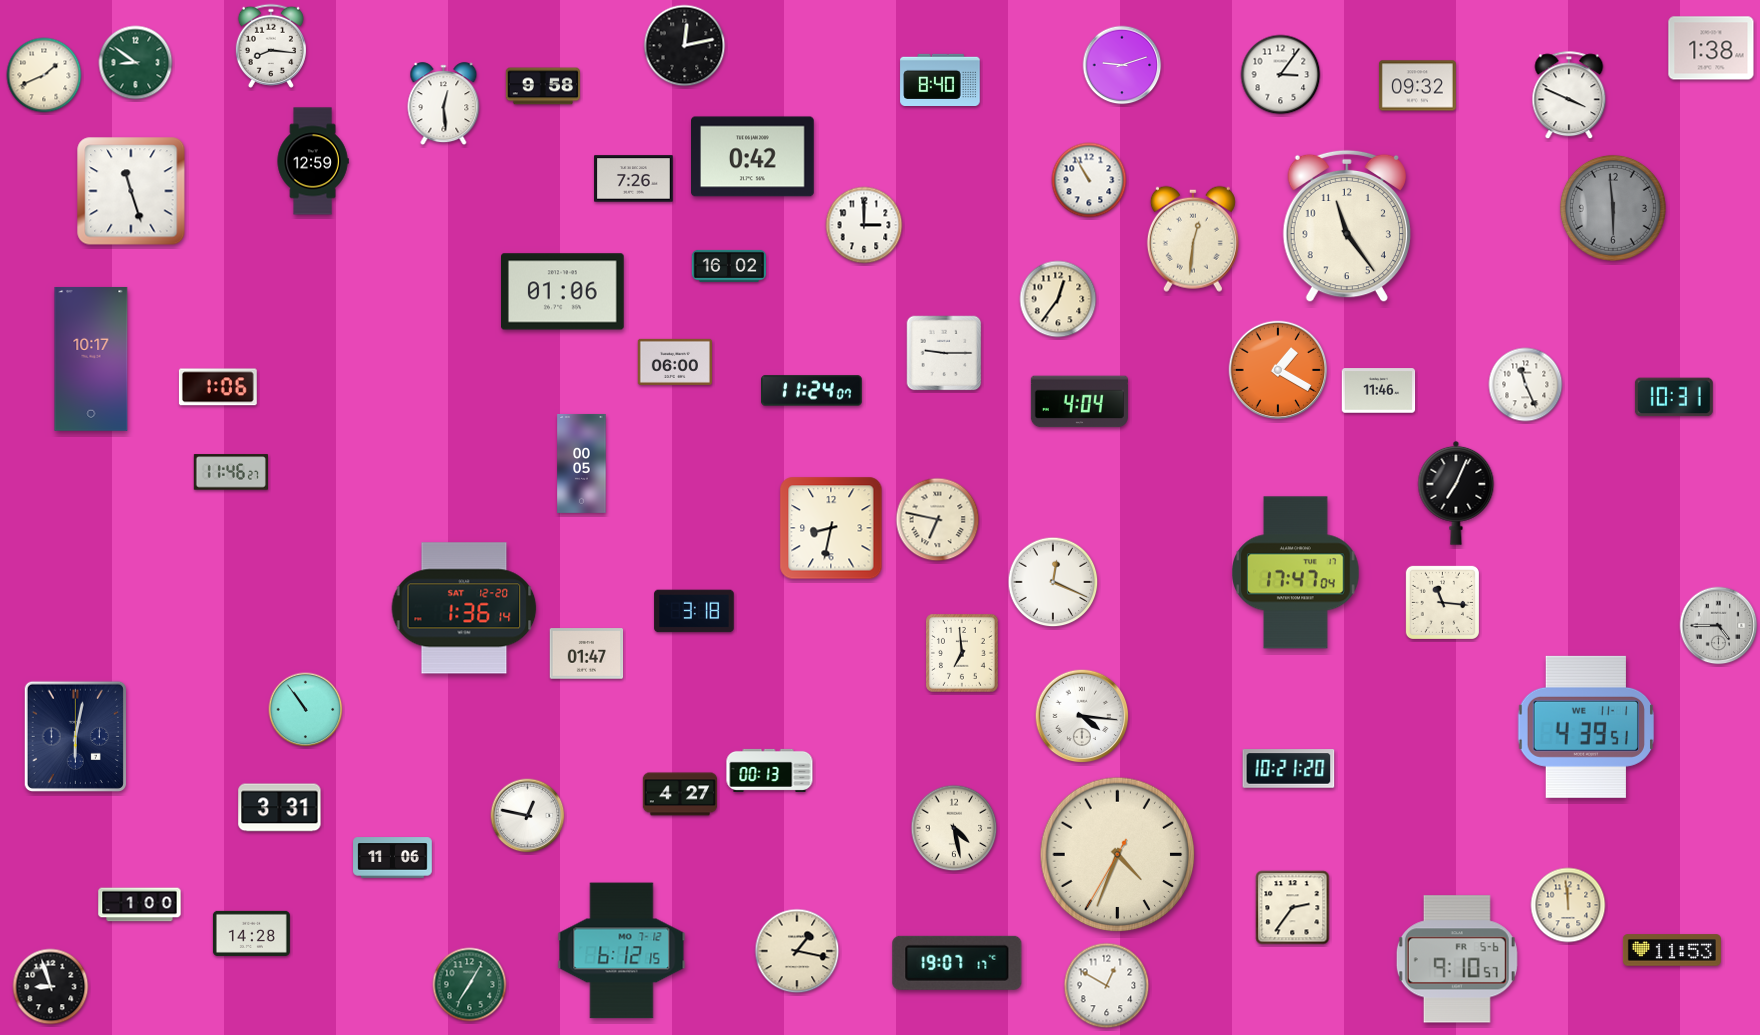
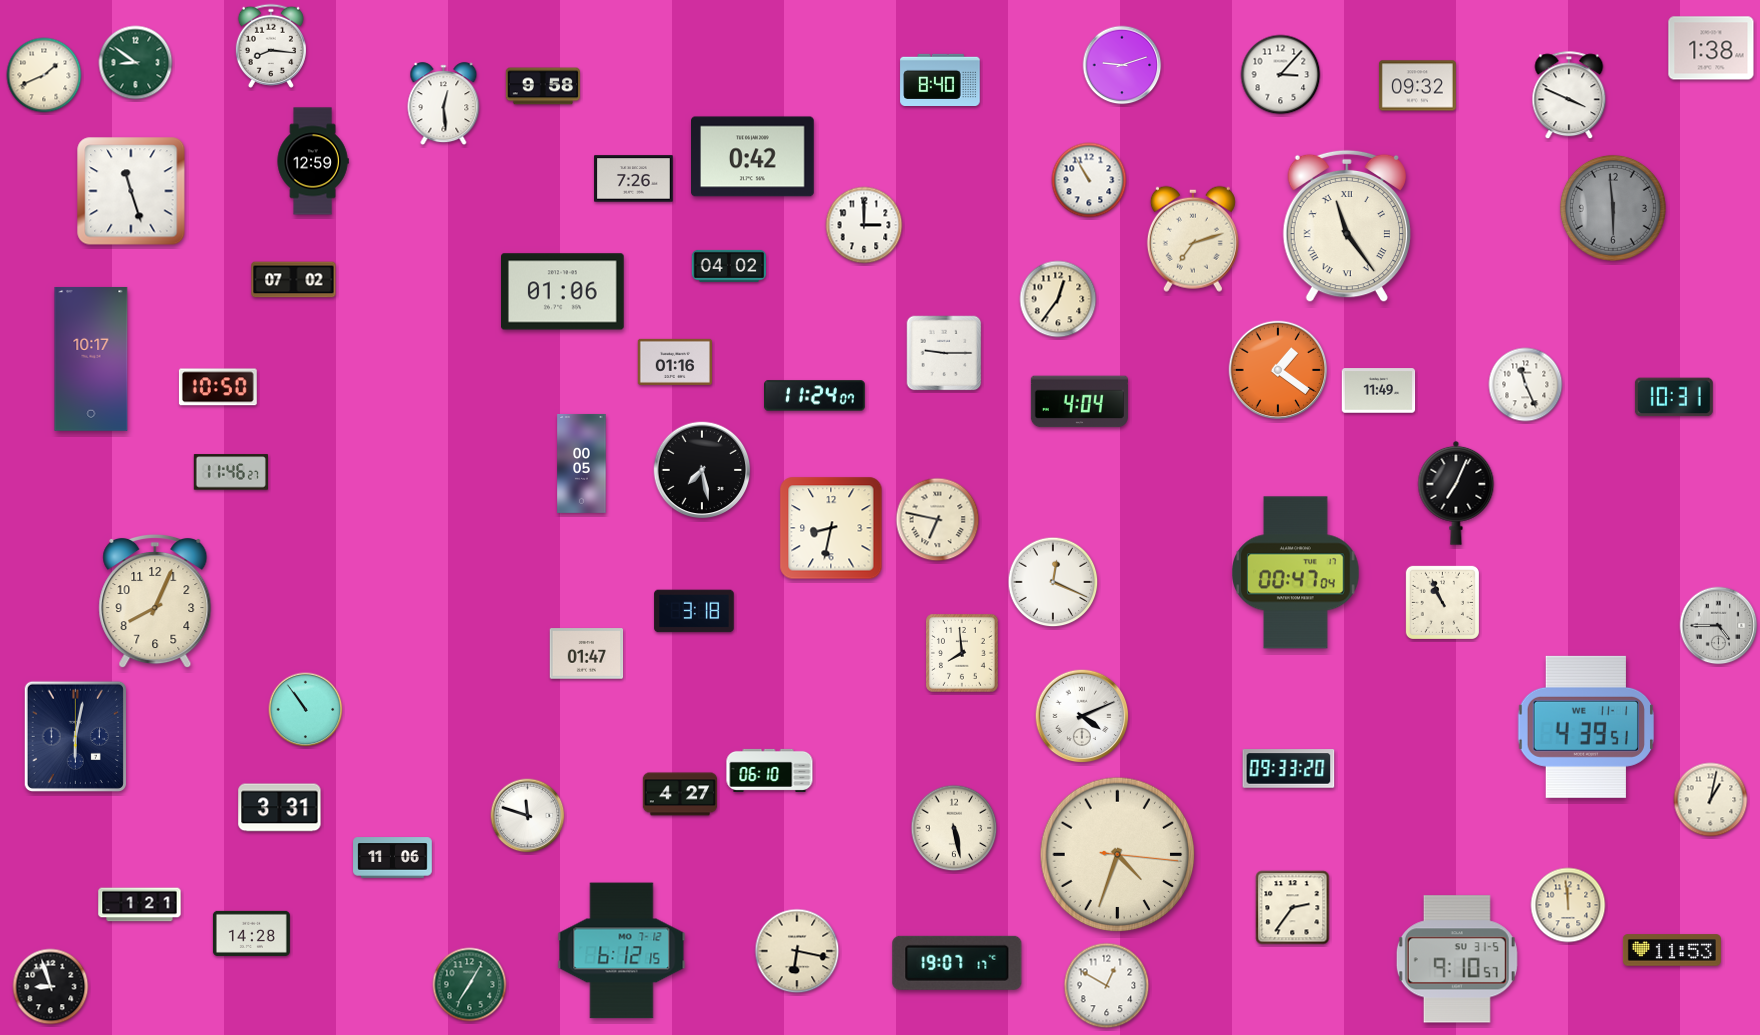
clock at (685, 46): 12:13 -> none
clock at (1281, 75): 3:06 -> 3:07
clock at (1347, 226) numerals: Arabic -> Roman
clock at (1193, 239): 12:31 -> 7:12
clock at (728, 266): 16:02 -> 04:02
clock at (294, 280): none -> 07:02
clock at (674, 362): 06:00 -> 01:16
clock at (1278, 370): 1:20 -> 1:21
clock at (218, 387): 1:06 -> 10:50
clock at (812, 391) position: (812, 391) -> (815, 396)
clock at (1379, 391): 11:46 -> 11:49
clock at (702, 470): none -> 7:28
clock at (1296, 573): 17:47 -> 00:47
clock at (155, 601): none -> 8:04
clock at (1442, 602): 11:16 -> 10:56
clock at (464, 608): 1:36 -> none
clock at (962, 653): 6:59 -> 7:59
clock at (1082, 716): 4:16 -> 4:11
clock at (1289, 769): 10:21 -> 09:33
clock at (770, 770): 00:13 -> 06:10
clock at (1711, 800): none -> 1:02
clock at (528, 816): 12:47 -> 11:48
clock at (954, 828): 4:28 -> 5:28
clock at (1118, 855): 4:33:35 -> 4:33:16
clock at (140, 905): 1:00 -> 1:21
clock at (797, 951): 1:17 -> 6:17
clock at (1457, 959) date: FR 5-6 -> SU 31-5
